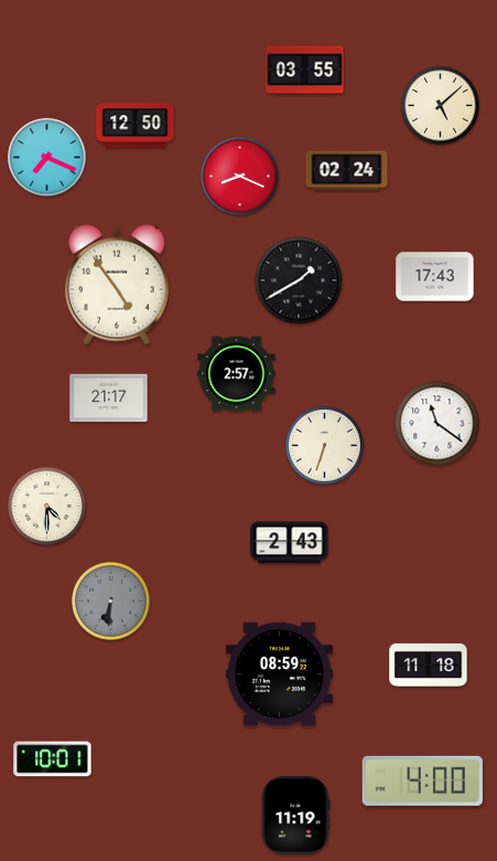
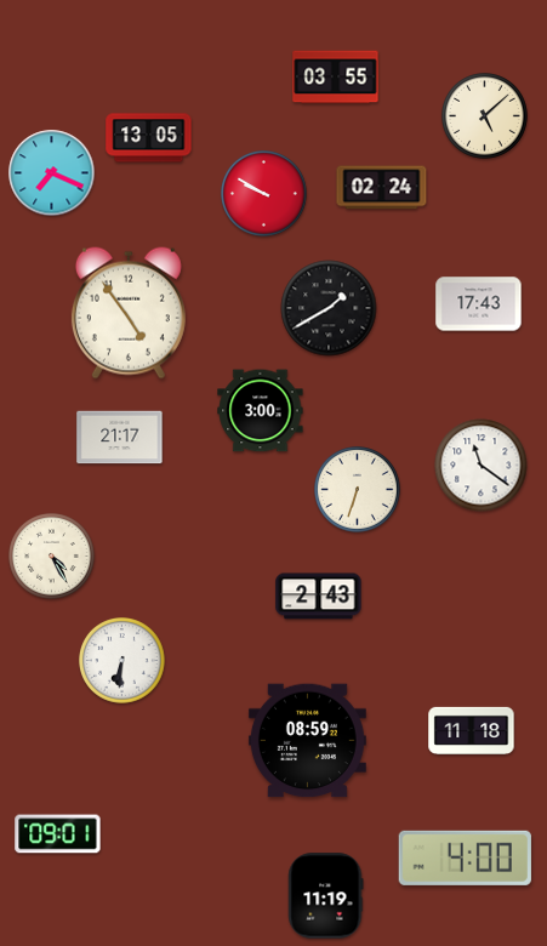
clock at (136, 126): 12:50 -> 13:05
clock at (240, 177): 8:19 -> 9:50
clock at (237, 374): 2:57 -> 3:00
clock at (47, 507): 4:30 -> 4:25
clock at (111, 602) dial: grey -> white
clock at (53, 759): 10:01 -> 09:01
